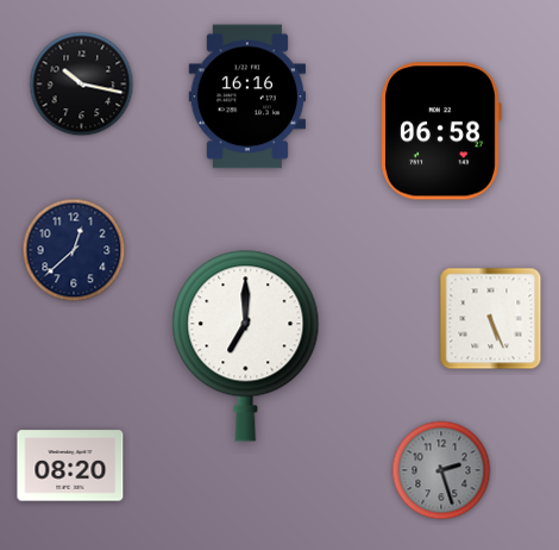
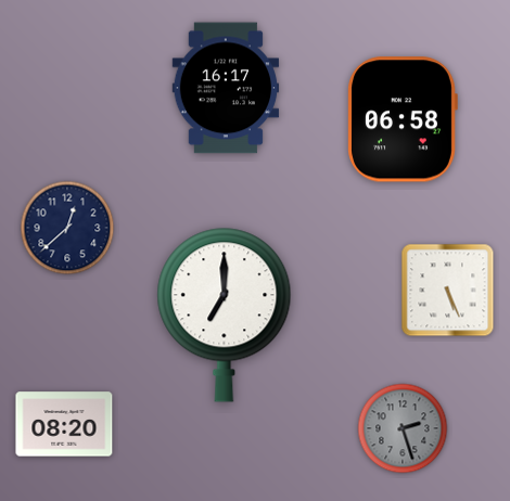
clock at (82, 85): 10:17 -> none
clock at (247, 96): 16:16 -> 16:17
